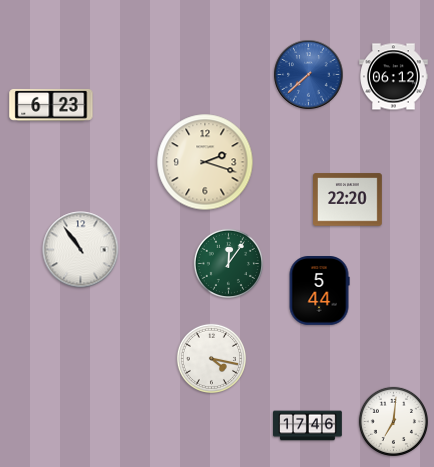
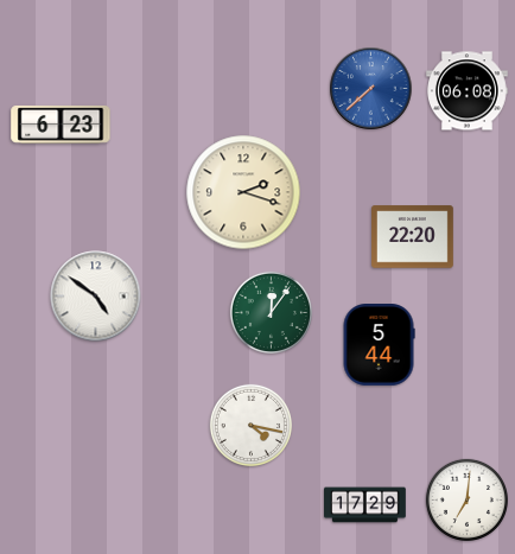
clock at (309, 75) position: (309, 75) -> (371, 89)
clock at (394, 77): 06:12 -> 06:08
clock at (81, 250): 10:54 -> 4:51
clock at (308, 426): 17:46 -> 17:29
